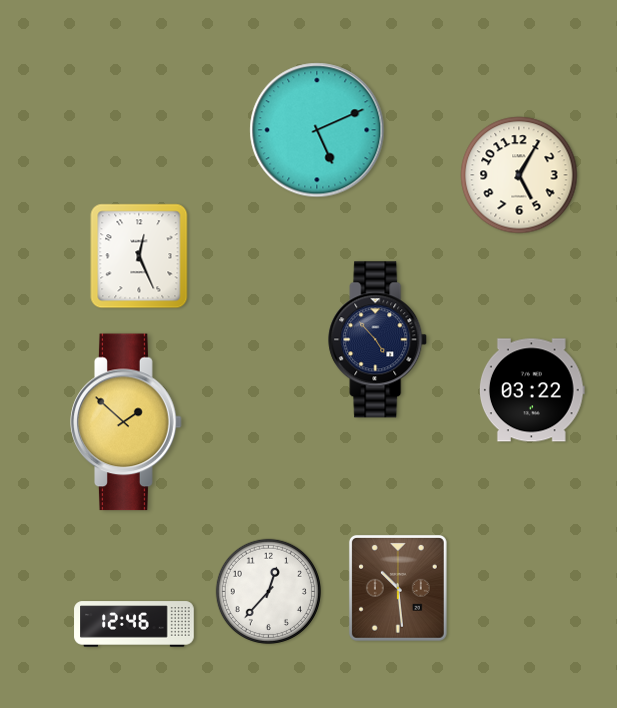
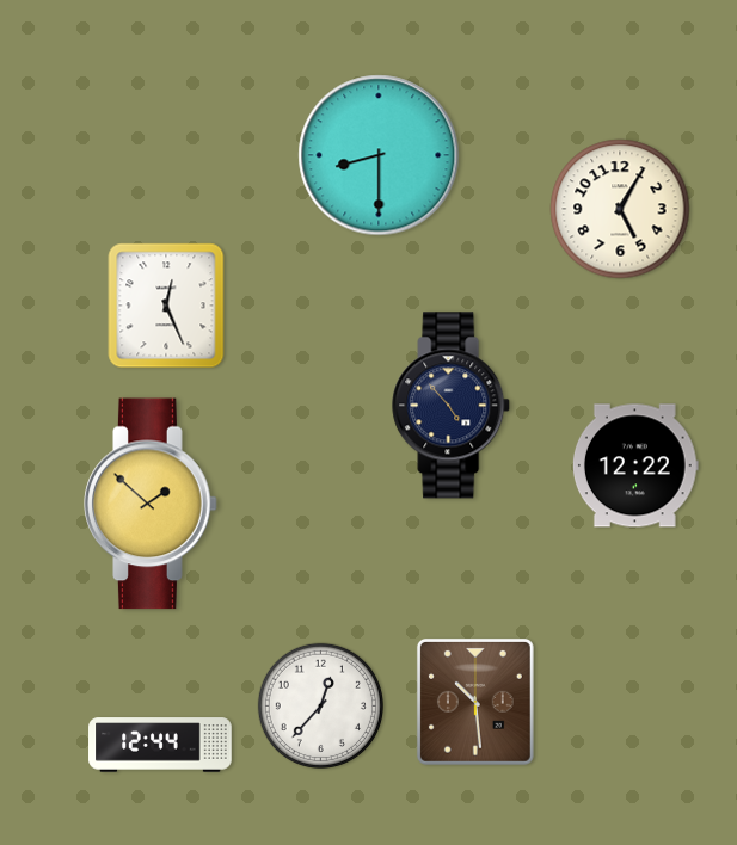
clock at (317, 130): 5:11 -> 8:30
clock at (532, 390): 03:22 -> 12:22
clock at (134, 624): 12:46 -> 12:44
